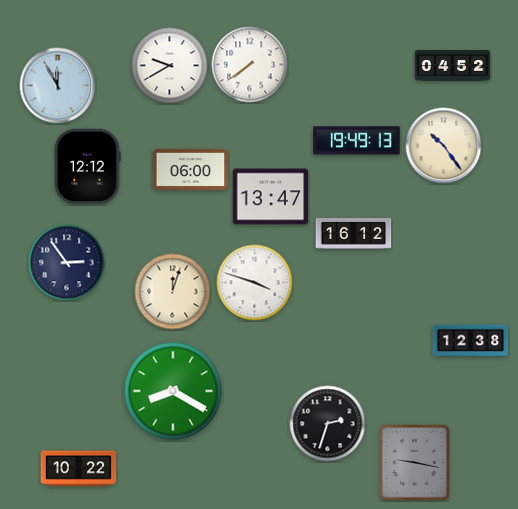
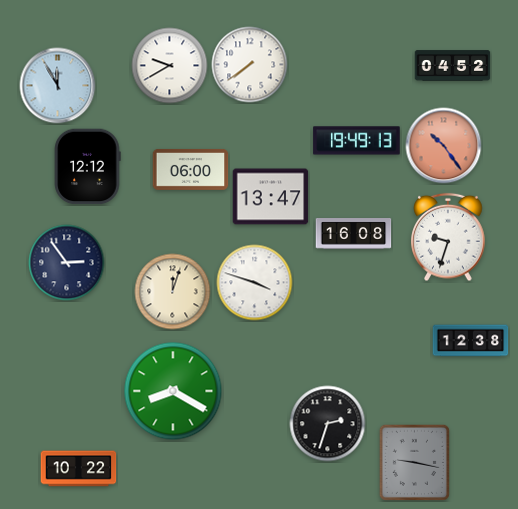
clock at (444, 146) dial: cream -> salmon
clock at (354, 234): 16:12 -> 16:08
clock at (448, 237): none -> 9:33
